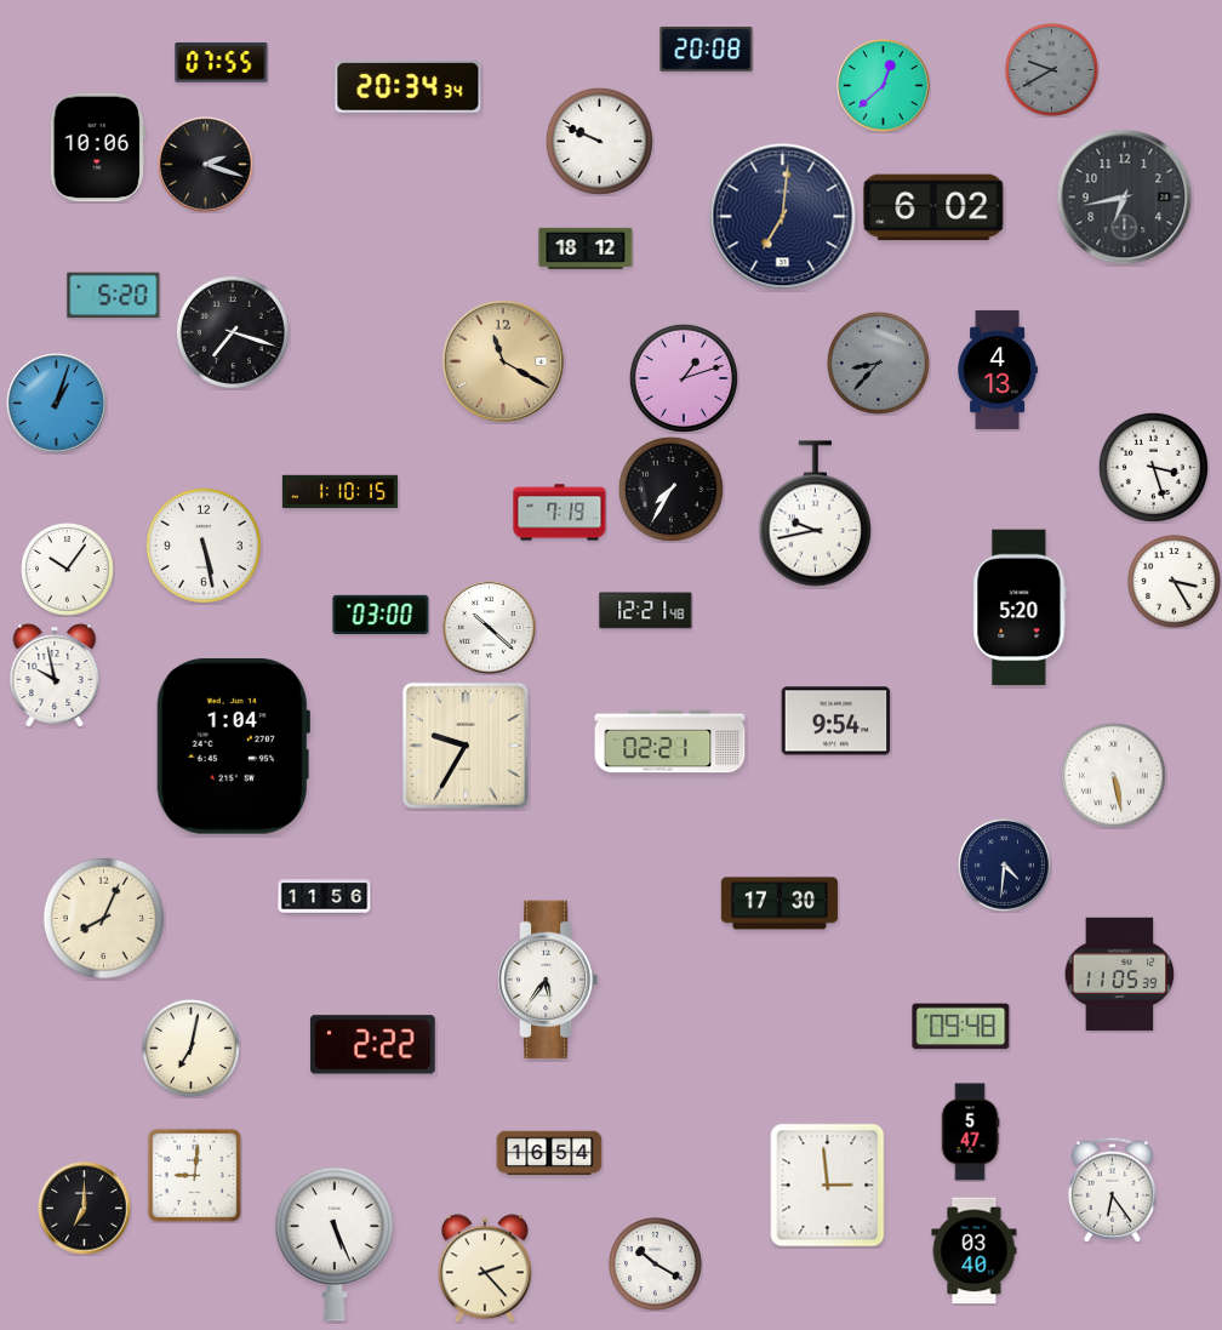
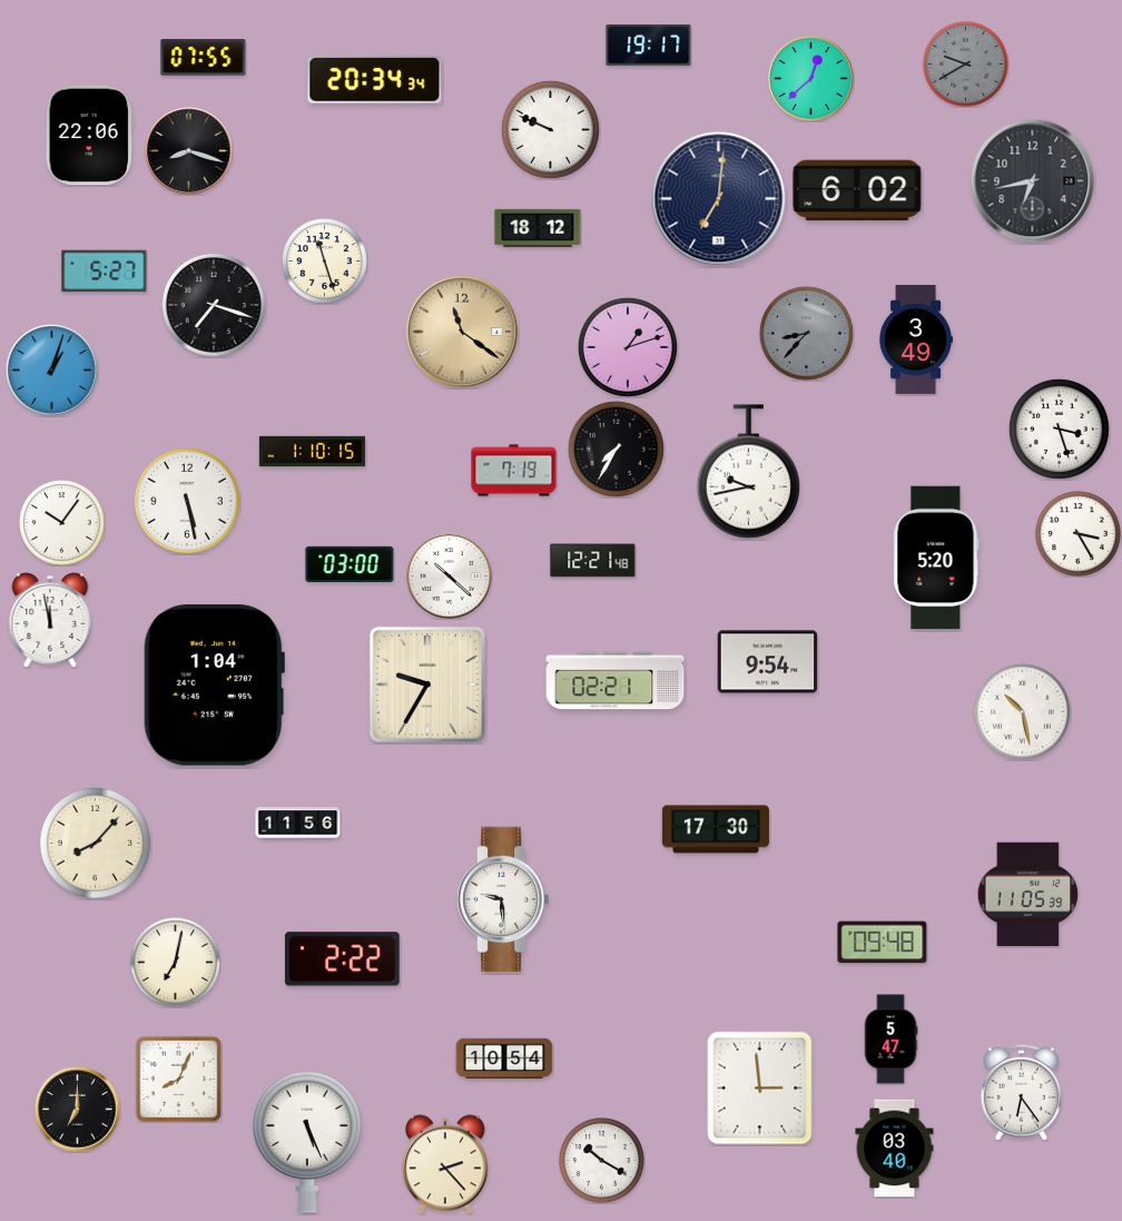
clock at (707, 50): 20:08 -> 19:17
clock at (97, 148): 10:06 -> 22:06
clock at (206, 165): 2:18 -> 8:18
clock at (325, 262): none -> 11:27
clock at (114, 296): 5:20 -> 5:27
clock at (503, 361): 11:20 -> 11:21
clock at (998, 370): 4:13 -> 3:49
clock at (55, 675): 9:58 -> 11:58
clock at (1113, 775): 5:28 -> 10:28
clock at (1005, 866): 4:31 -> none
clock at (103, 918): 8:04 -> 8:07
clock at (549, 980): 5:36 -> 9:29
clock at (549, 1153): 16:54 -> 10:54
clock at (194, 1175): 9:01 -> 8:04
